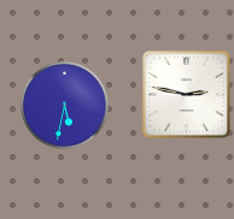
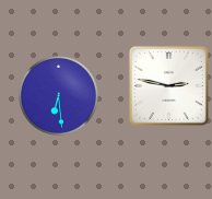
clock at (65, 106): 5:32 -> 6:29
